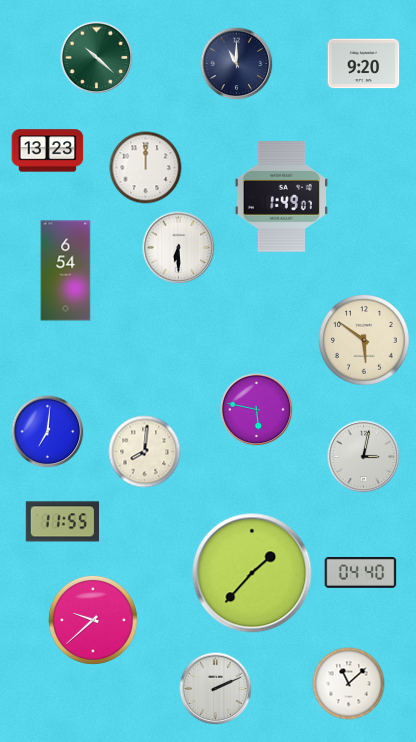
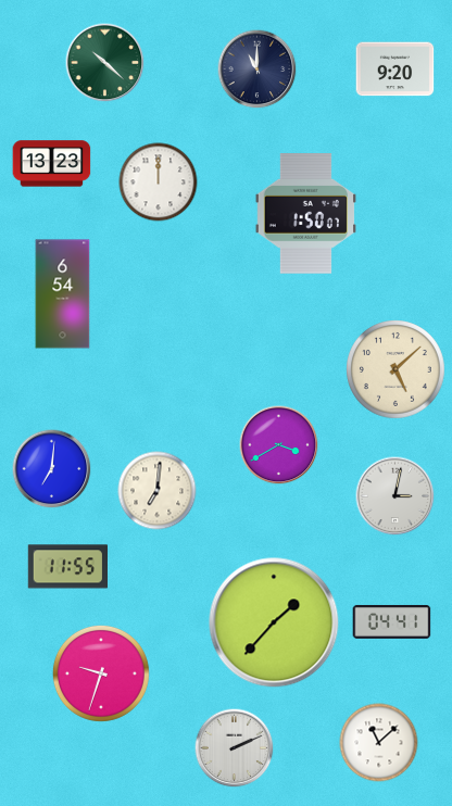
clock at (281, 197): 1:49 -> 1:50
clock at (179, 248): 6:30 -> none
clock at (66, 271) position: (66, 271) -> (63, 294)
clock at (365, 341): 5:51 -> 5:08
clock at (257, 410): 5:47 -> 3:40
clock at (145, 452): 8:01 -> 7:01
clock at (361, 572): 04:40 -> 04:41
clock at (93, 620): 9:38 -> 9:33
